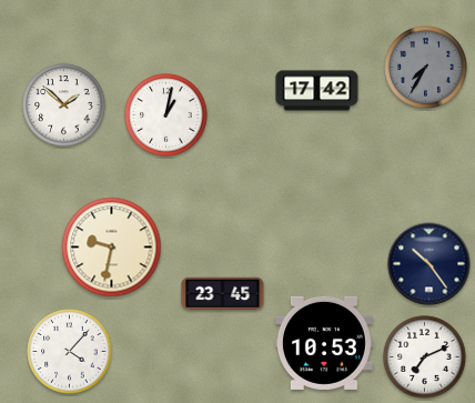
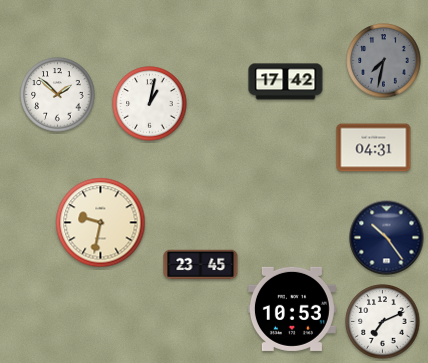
clock at (426, 68): 7:35 -> 7:32
clock at (374, 148): none -> 04:31
clock at (70, 352): 4:07 -> none
